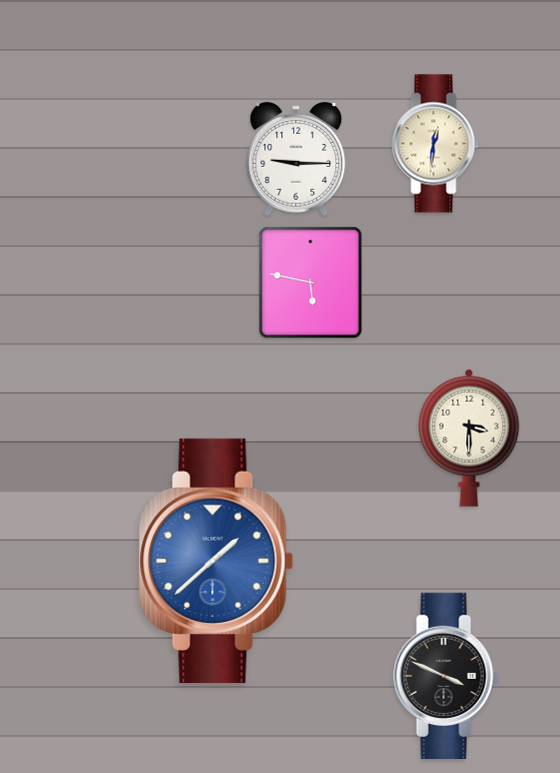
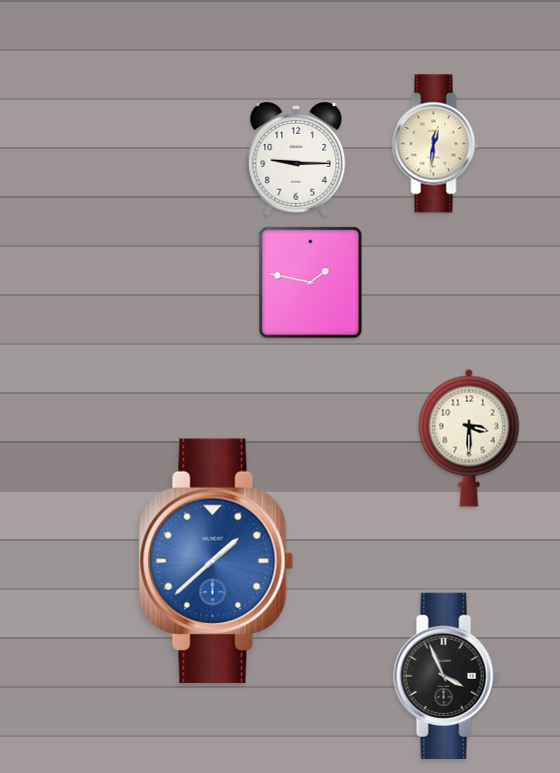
clock at (311, 283): 5:47 -> 1:47
clock at (446, 675): 3:49 -> 3:56
